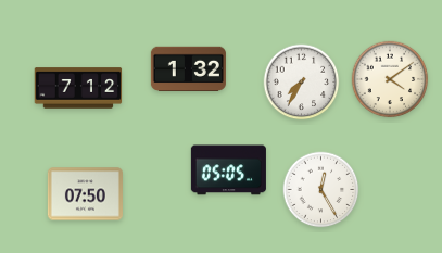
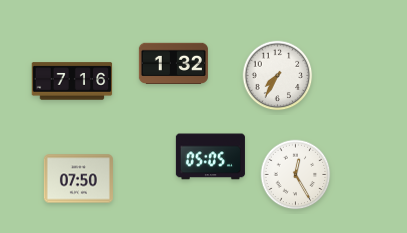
clock at (390, 79): 4:09 -> none
clock at (78, 88): 7:12 -> 7:16
